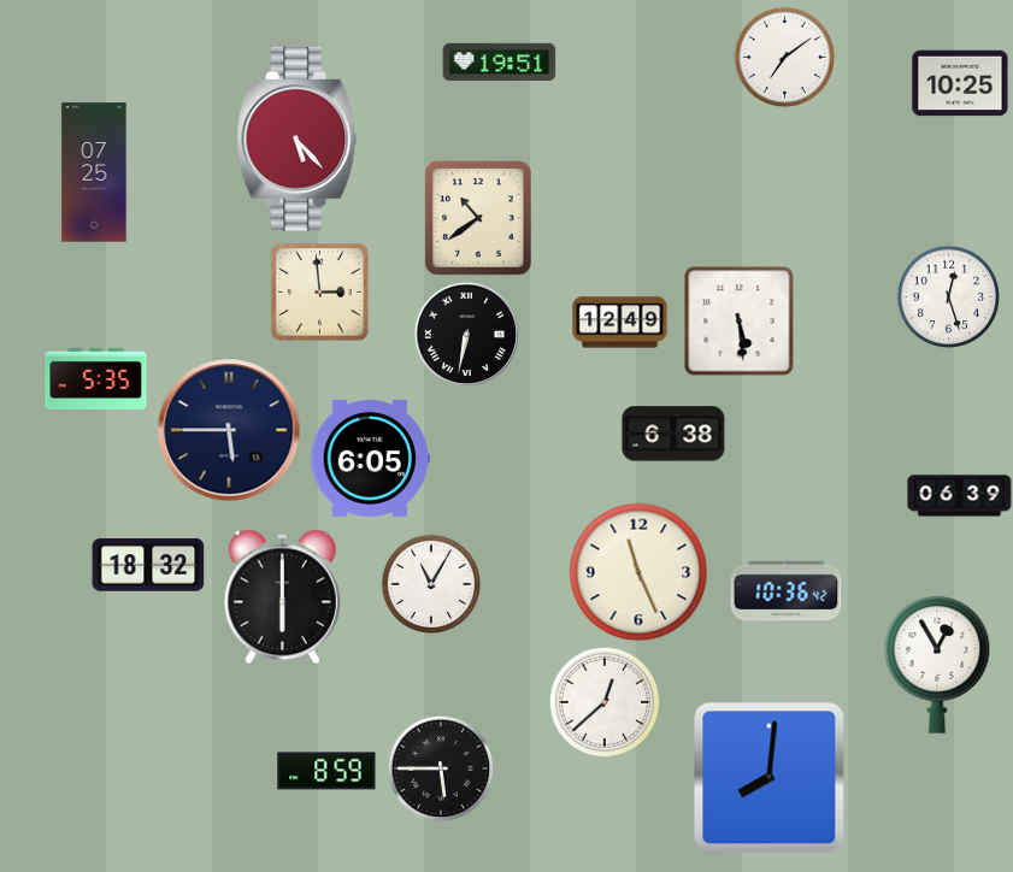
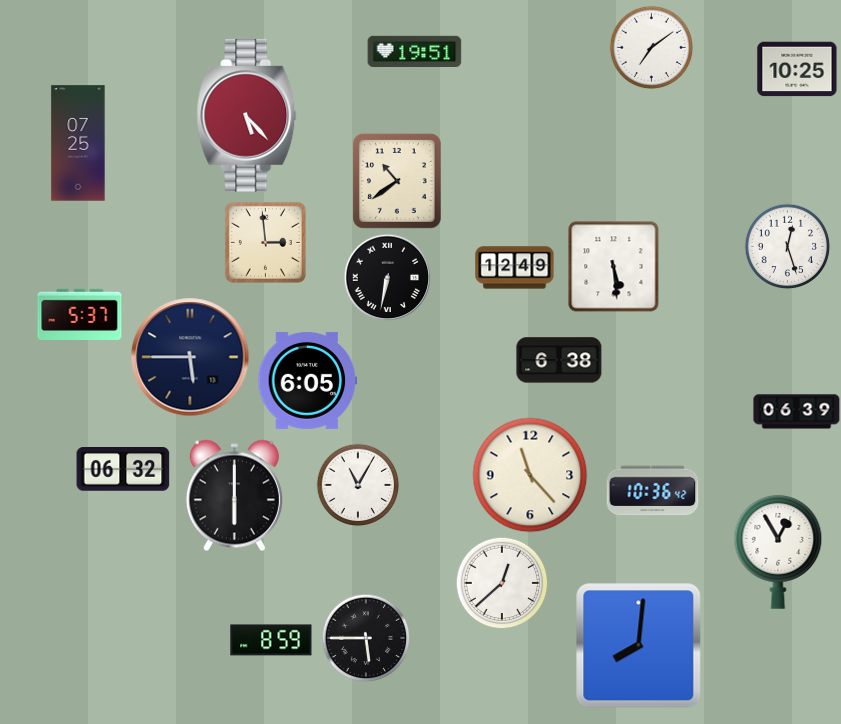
clock at (96, 378): 5:35 -> 5:37
clock at (148, 565): 18:32 -> 06:32
clock at (638, 572): 11:26 -> 11:23
